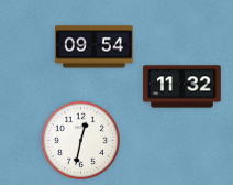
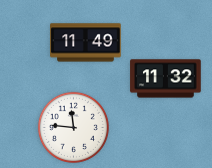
clock at (95, 47): 09:54 -> 11:49
clock at (80, 140): 12:32 -> 11:46
